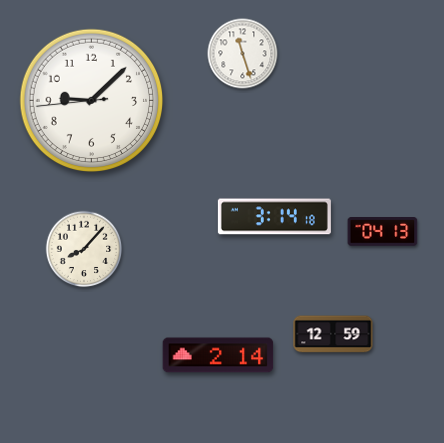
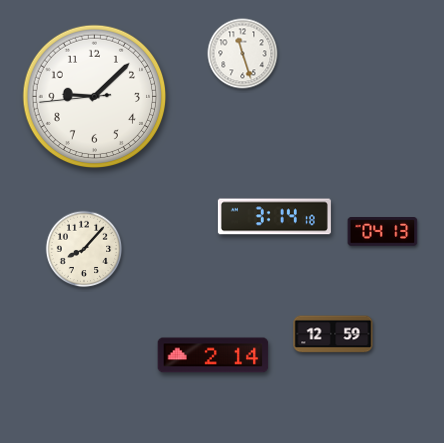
clock at (92, 101) position: (92, 101) -> (95, 97)
clock at (218, 355) position: (218, 355) -> (213, 355)
